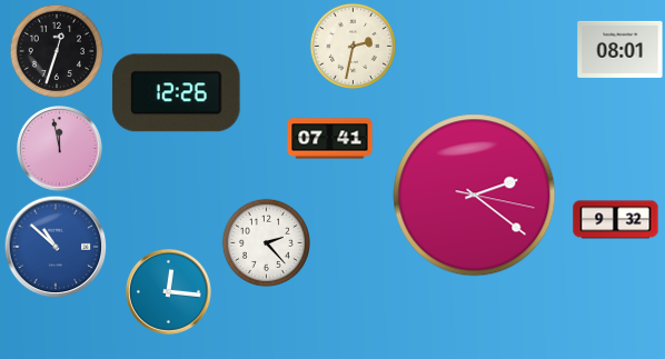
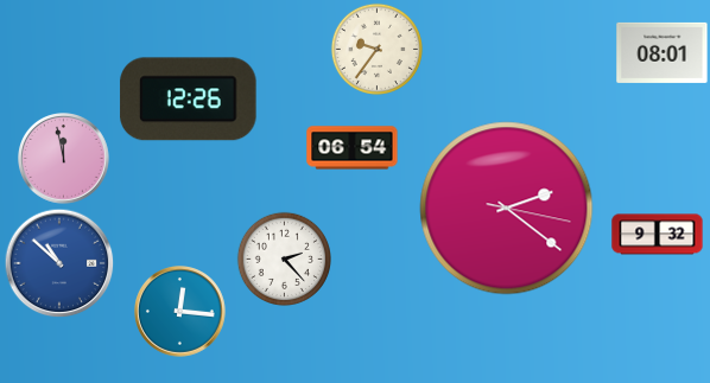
clock at (353, 46): 2:32 -> 9:36
clock at (57, 51): 12:33 -> none
clock at (330, 139): 07:41 -> 06:54
